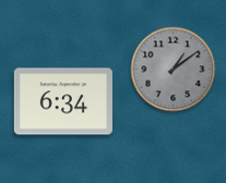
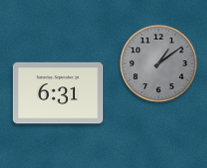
clock at (63, 101): 6:34 -> 6:31
